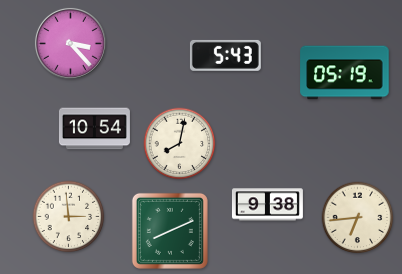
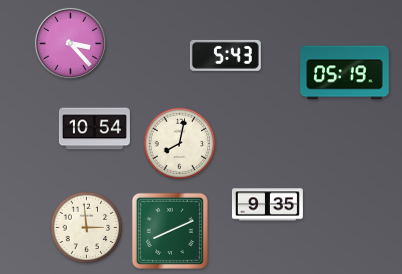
clock at (267, 205): 9:38 -> 9:35
clock at (69, 217) position: (69, 217) -> (87, 228)
clock at (358, 218): 6:44 -> none
